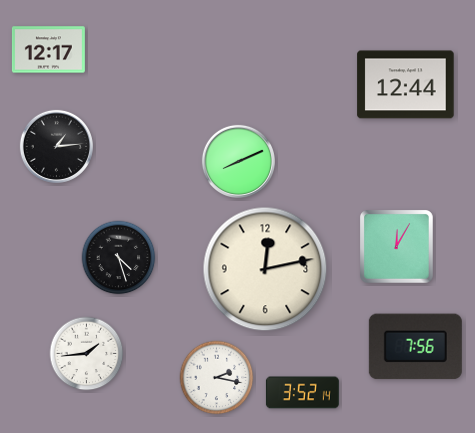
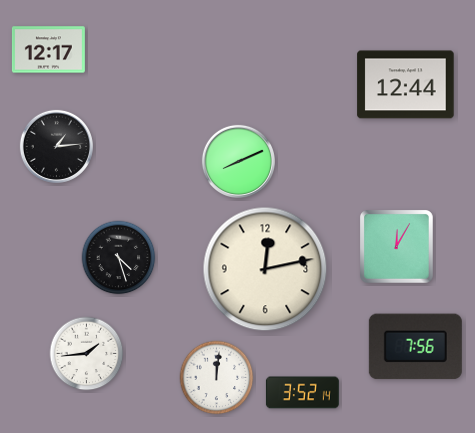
clock at (217, 378): 2:17 -> 12:01
